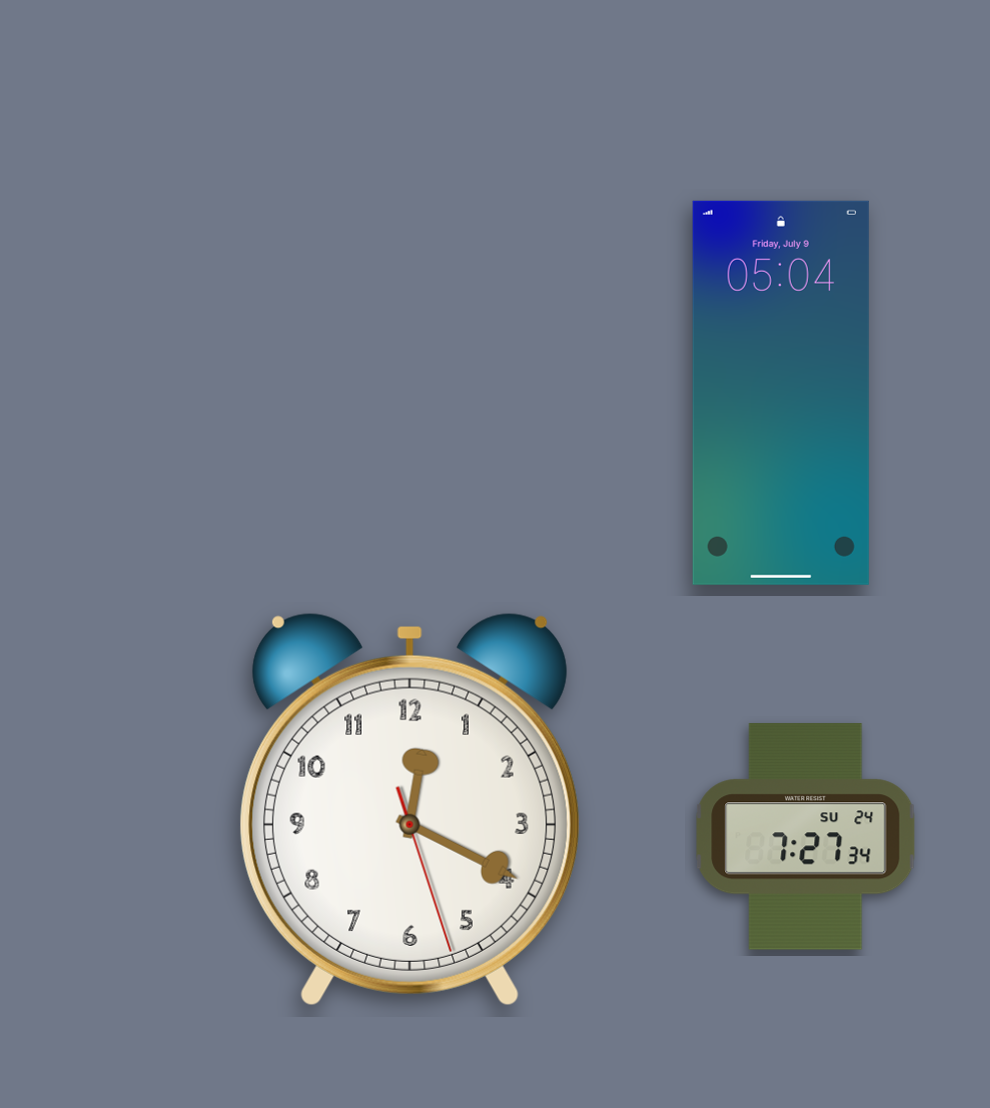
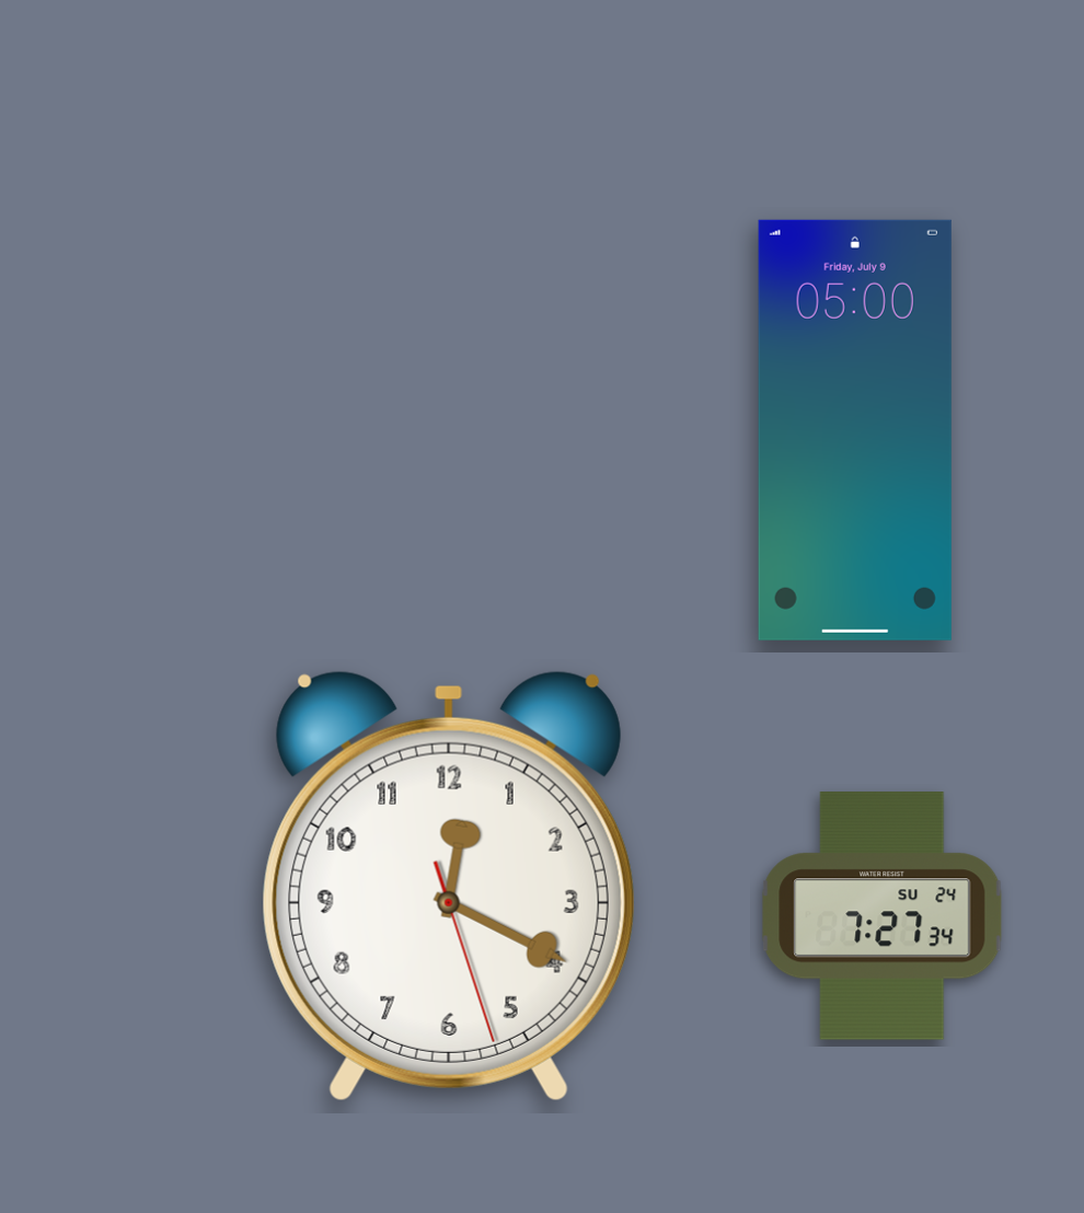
clock at (781, 393): 05:04 -> 05:00
